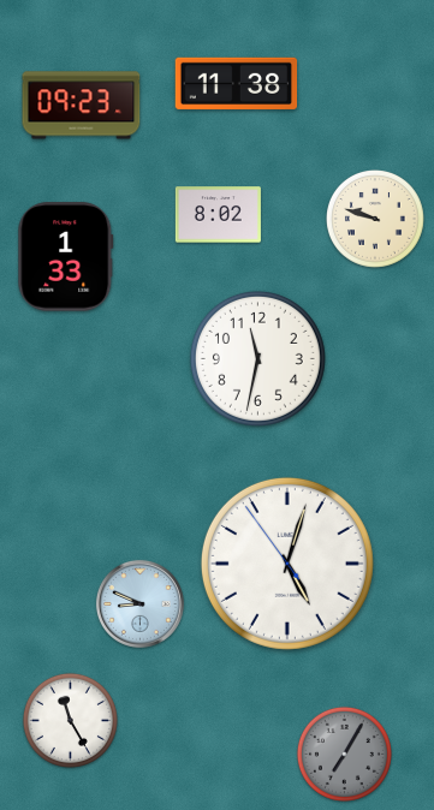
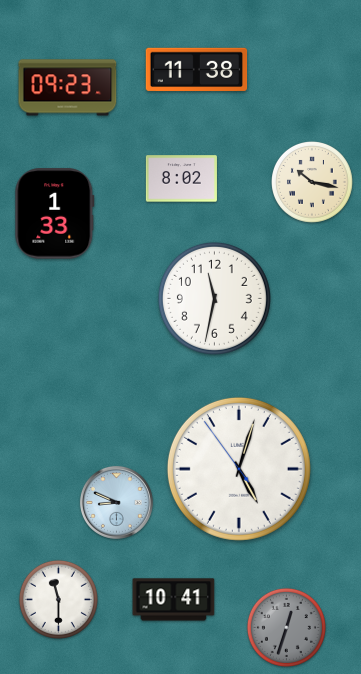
clock at (376, 220): 9:48 -> 10:17
clock at (70, 720): 11:25 -> 11:30
clock at (174, 600): none -> 10:41
clock at (344, 754): 7:05 -> 12:33
